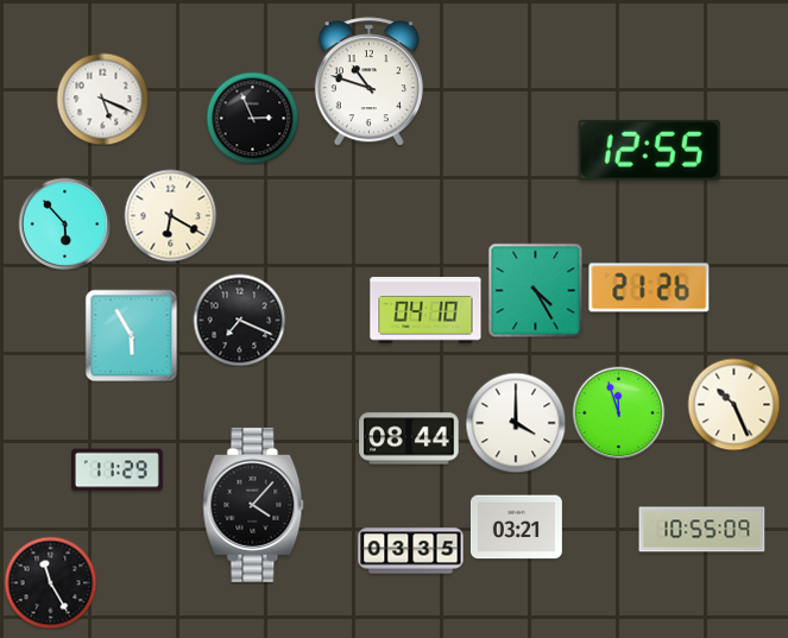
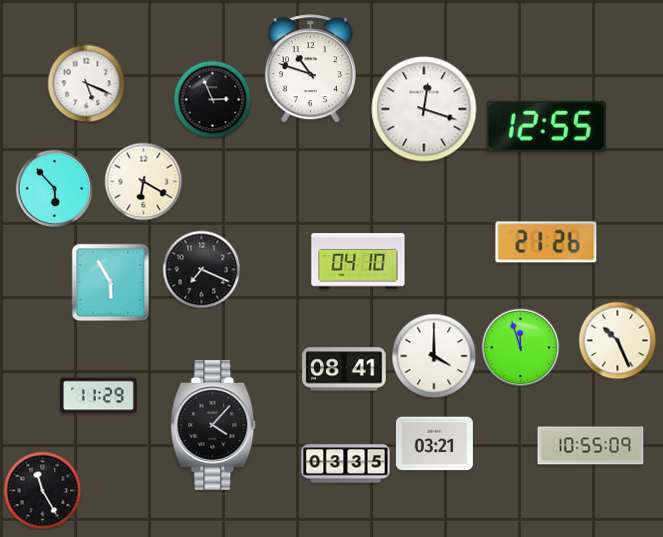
clock at (424, 109): none -> 12:18
clock at (535, 290): 4:25 -> none
clock at (409, 438): 08:44 -> 08:41
